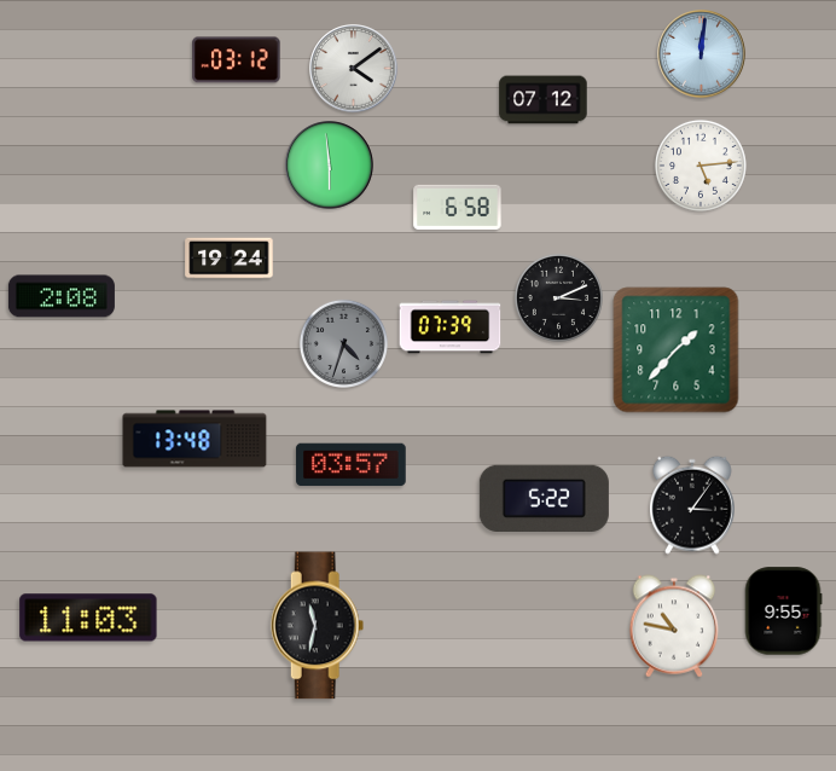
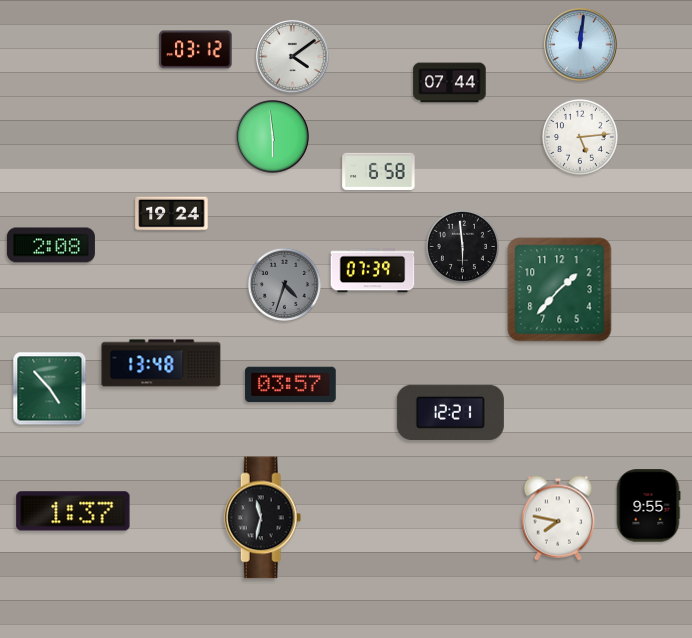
clock at (544, 100): 07:12 -> 07:44
clock at (230, 259) position: (230, 259) -> (172, 214)
clock at (558, 297): 3:11 -> 5:59
clock at (50, 389): none -> 4:53
clock at (544, 498): 5:22 -> 12:21
clock at (693, 505): 3:06 -> none
clock at (88, 618): 11:03 -> 1:37
clock at (674, 626): 10:47 -> 7:47
